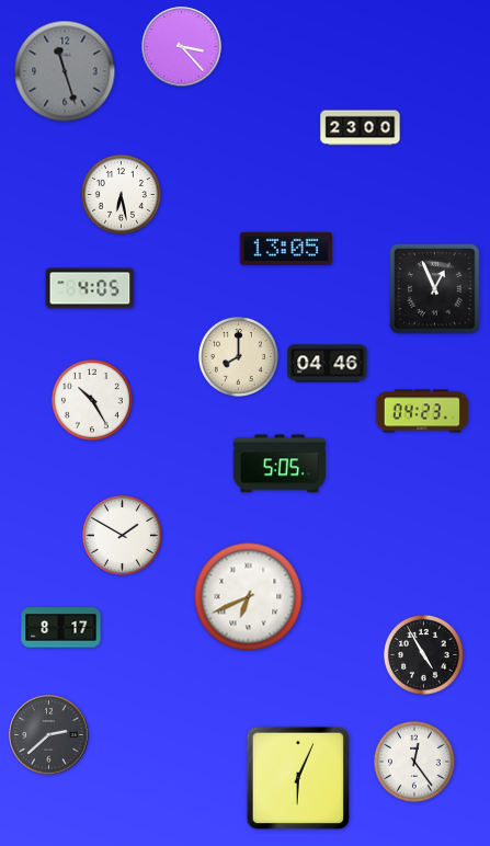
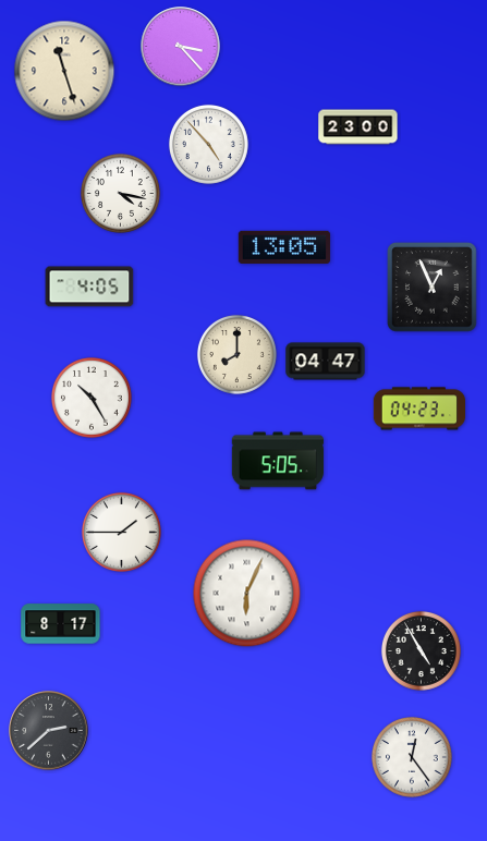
clock at (65, 71) dial: grey -> cream
clock at (208, 144): none -> 4:53
clock at (121, 194): 6:28 -> 4:17
clock at (328, 364): 04:46 -> 04:47
clock at (122, 535): 1:50 -> 1:45
clock at (249, 597): 6:41 -> 6:04
clock at (298, 778): 6:04 -> none
